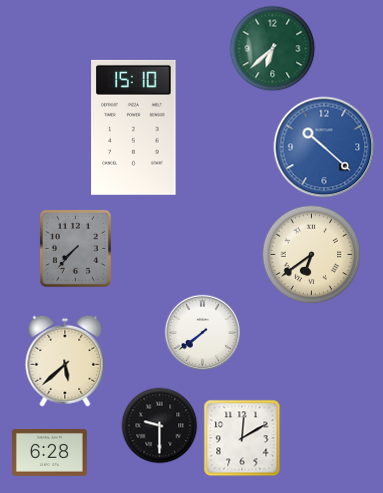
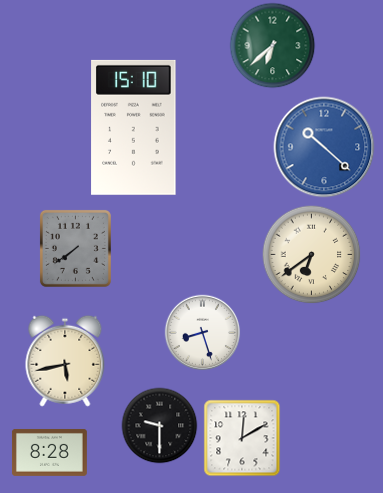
clock at (273, 49) position: (273, 49) -> (273, 46)
clock at (75, 248): 7:37 -> 7:39
clock at (203, 333): 7:39 -> 8:27
clock at (65, 361): 5:38 -> 5:43
clock at (49, 452): 6:28 -> 8:28
